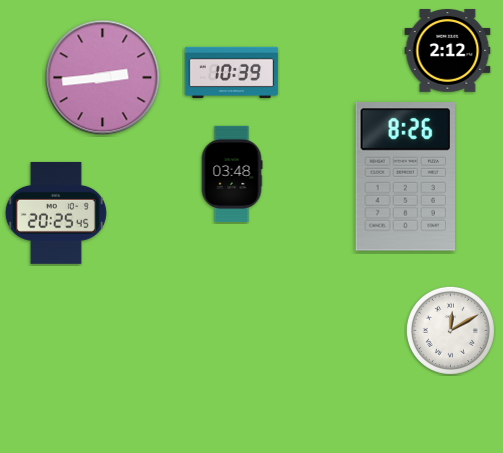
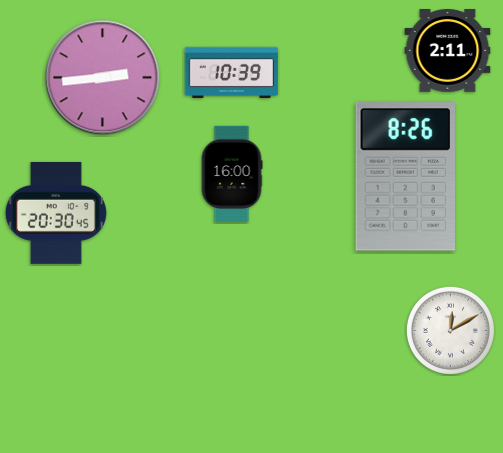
clock at (448, 51): 2:12 -> 2:11
clock at (232, 173): 03:48 -> 16:00
clock at (56, 213): 20:25 -> 20:30
